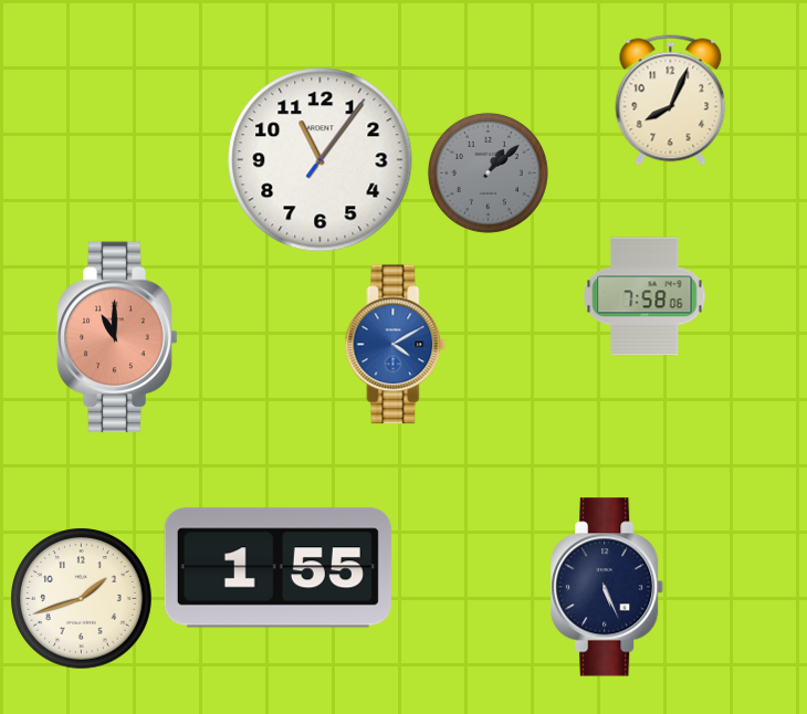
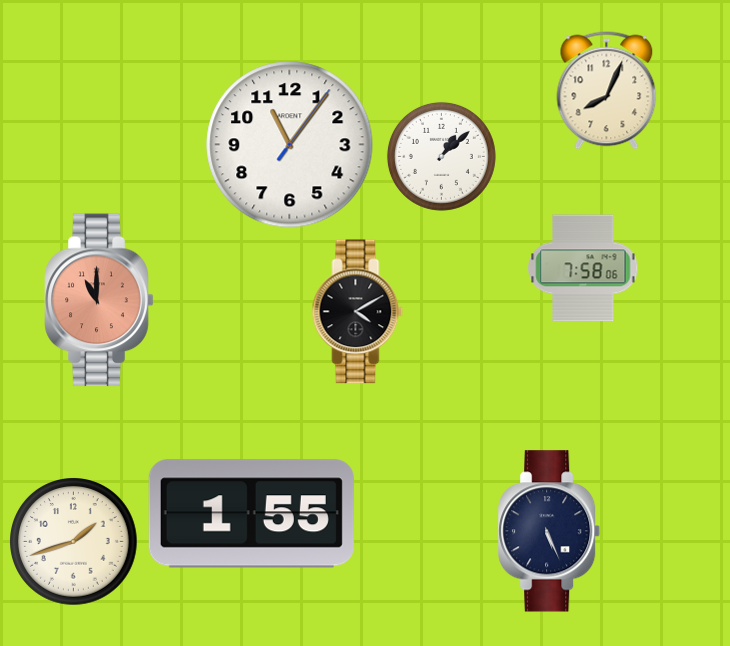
clock at (488, 172) dial: grey -> white
clock at (117, 337) position: (117, 337) -> (99, 300)
clock at (396, 345) dial: blue -> black
